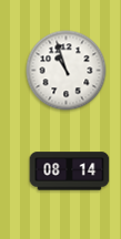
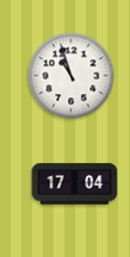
clock at (70, 172): 08:14 -> 17:04
